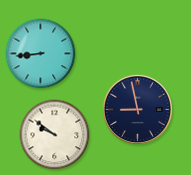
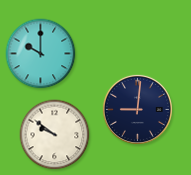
clock at (41, 54): 8:44 -> 10:00
clock at (137, 109): 8:58 -> 9:01
